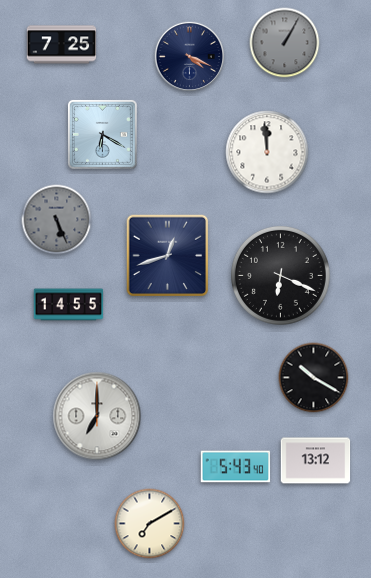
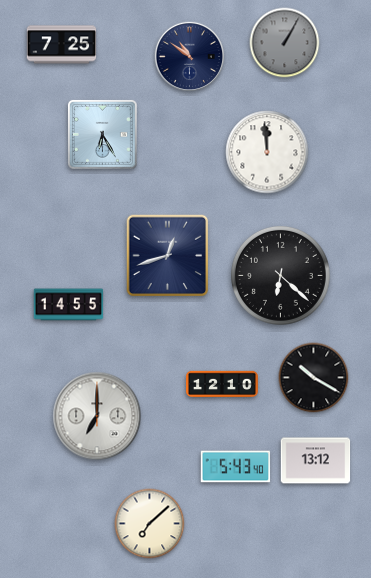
clock at (189, 56): 4:19 -> 10:51
clock at (102, 134): 6:20 -> 6:25
clock at (57, 220): 5:26 -> none
clock at (280, 275): 6:19 -> 6:22
clock at (223, 383): none -> 12:10
clock at (150, 524): 7:10 -> 7:08
